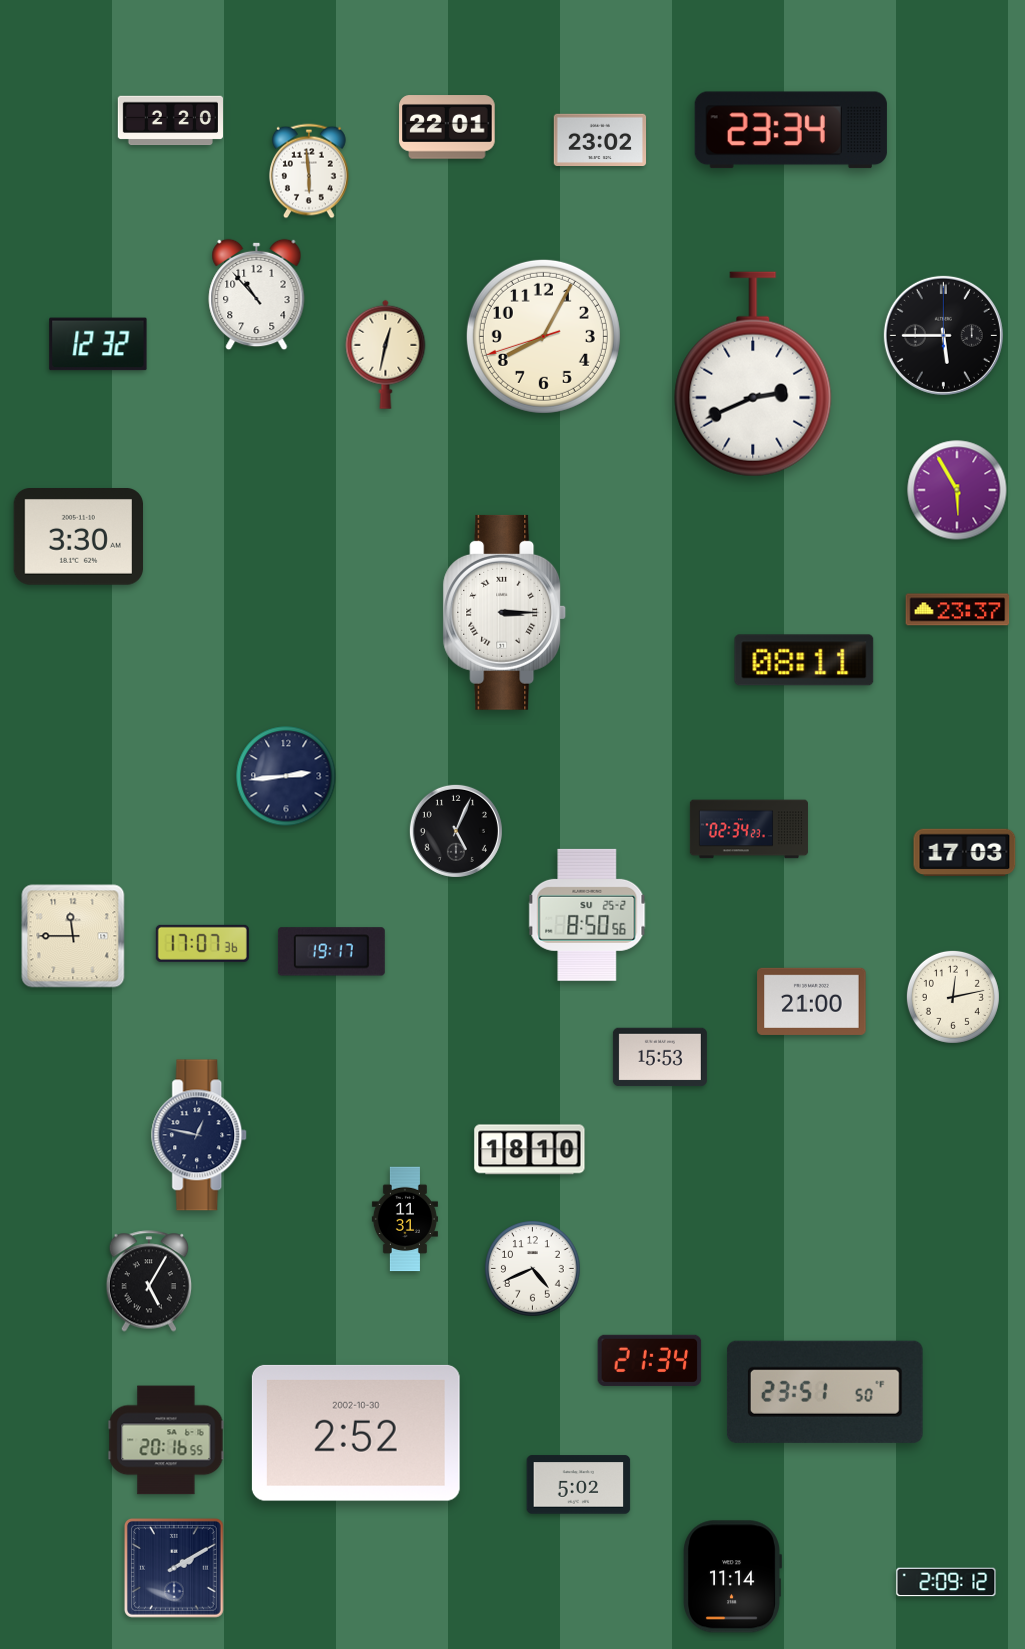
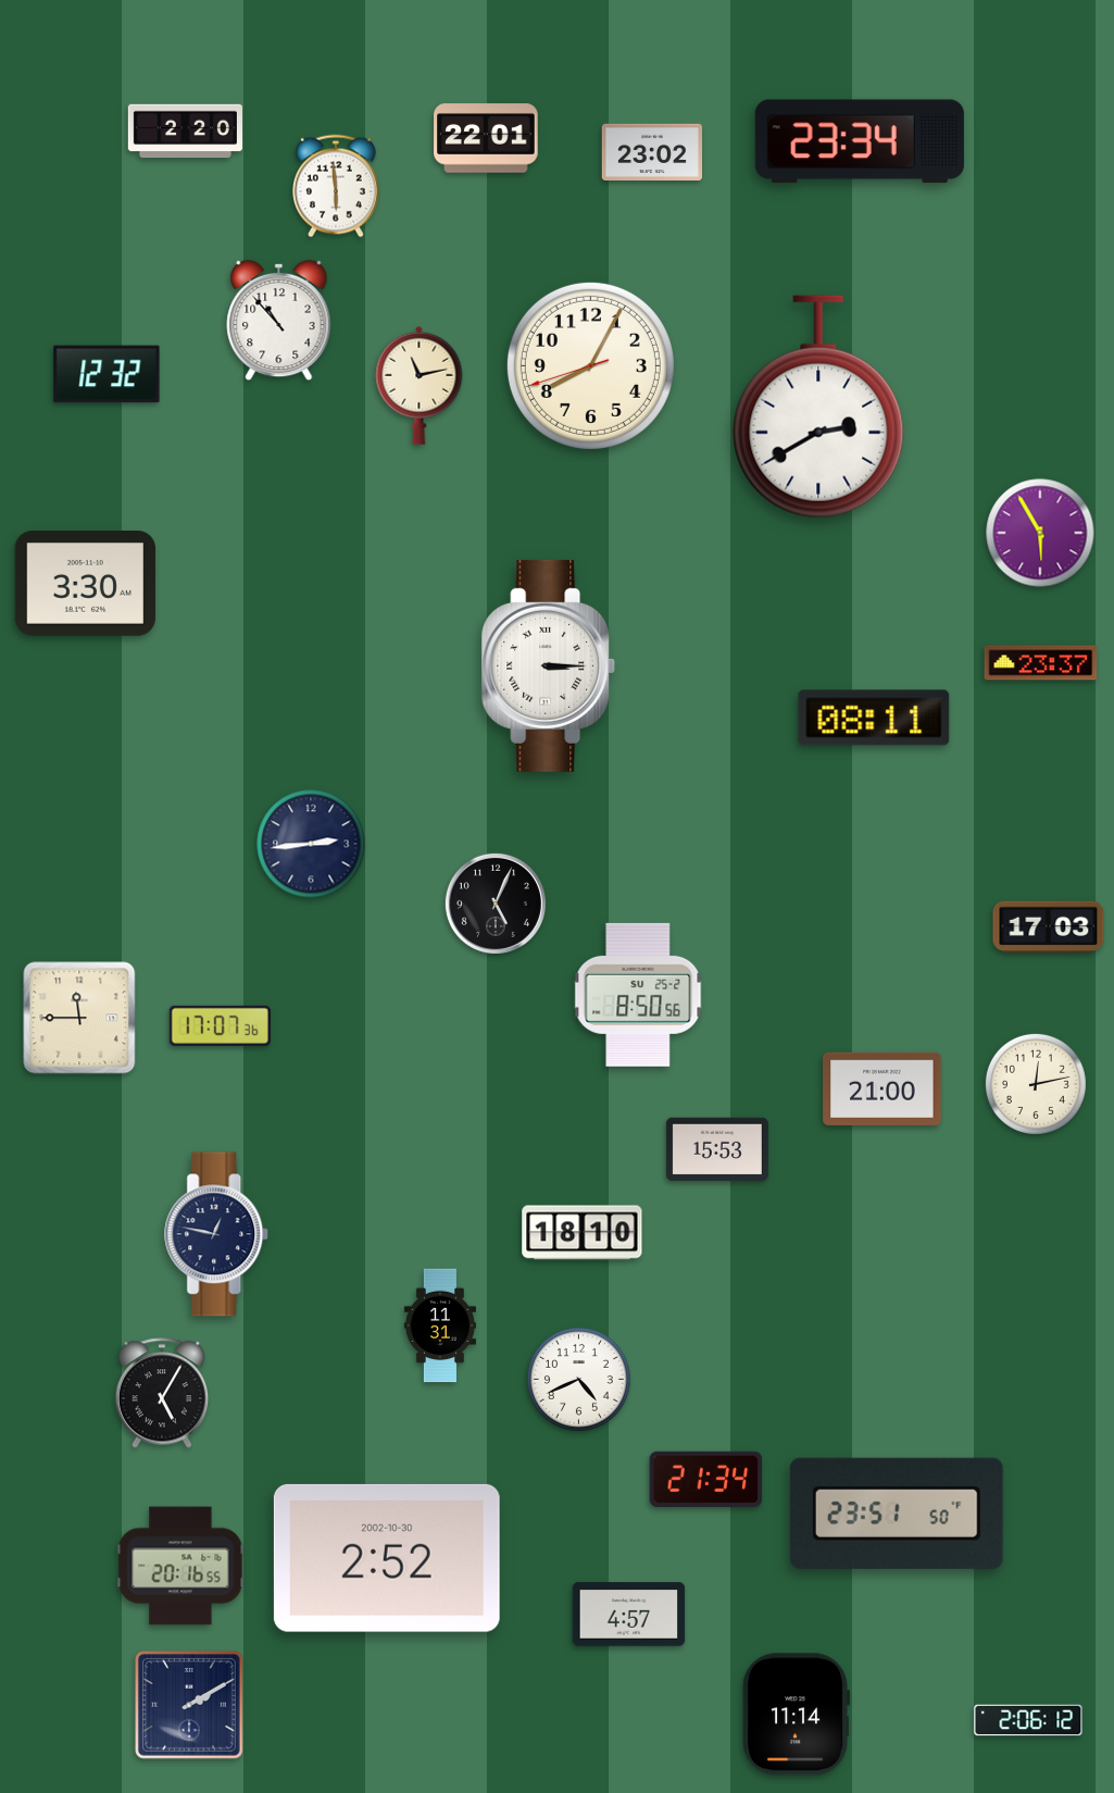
clock at (943, 335): 5:45 -> none
clock at (386, 354): 12:32 -> 11:13
clock at (753, 374): 2:41 -> 2:40
clock at (749, 829): 02:34 -> none
clock at (331, 952): 19:17 -> none
clock at (530, 1150) position: (530, 1150) -> (583, 1233)
clock at (579, 1485): 5:02 -> 4:57
clock at (946, 1582): 2:09 -> 2:06
